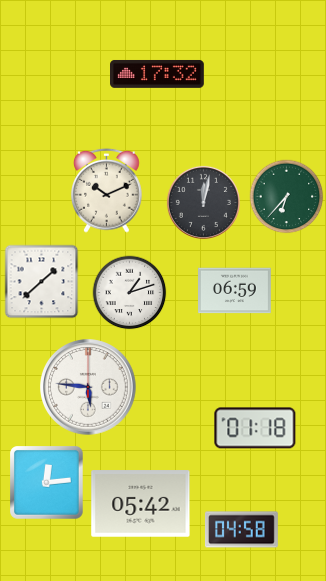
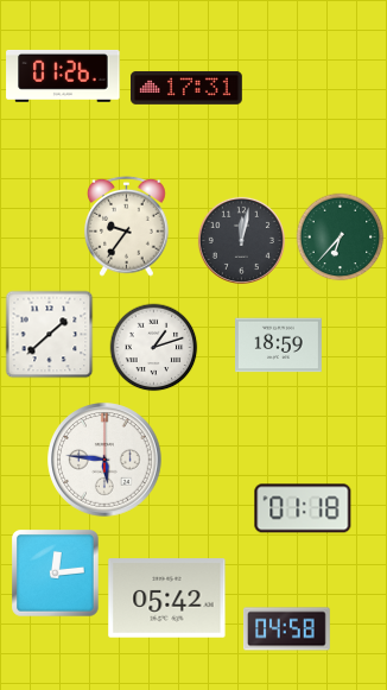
clock at (63, 76): none -> 01:26
clock at (158, 74): 17:32 -> 17:31
clock at (107, 190): 10:11 -> 9:36
clock at (287, 197) position: (287, 197) -> (341, 238)
clock at (235, 291): 06:59 -> 18:59
